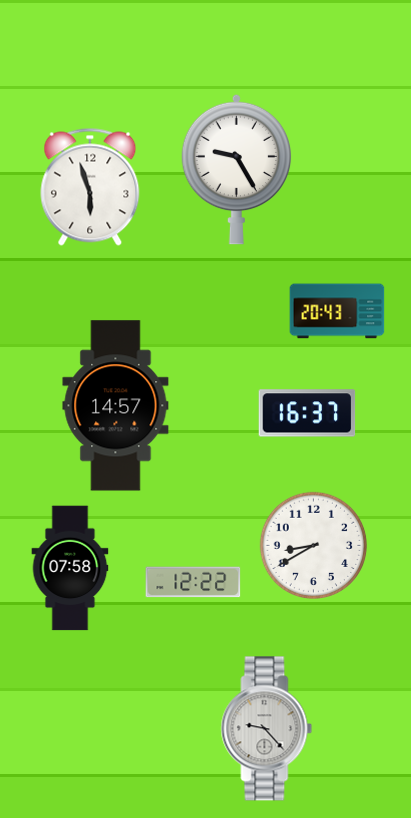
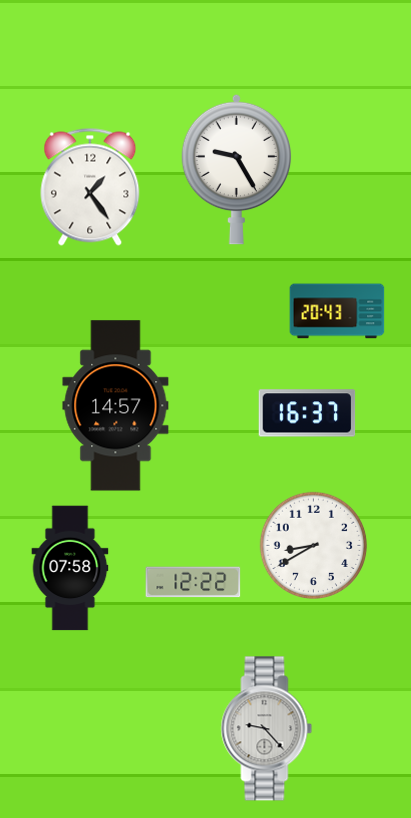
clock at (90, 187): 5:57 -> 1:24
